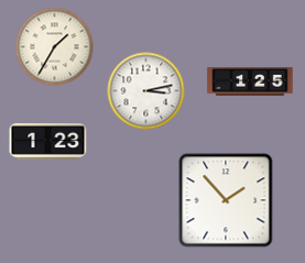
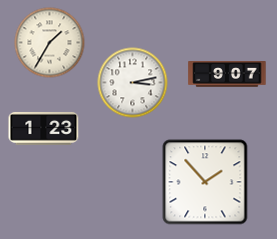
clock at (250, 81): 1:25 -> 9:07
